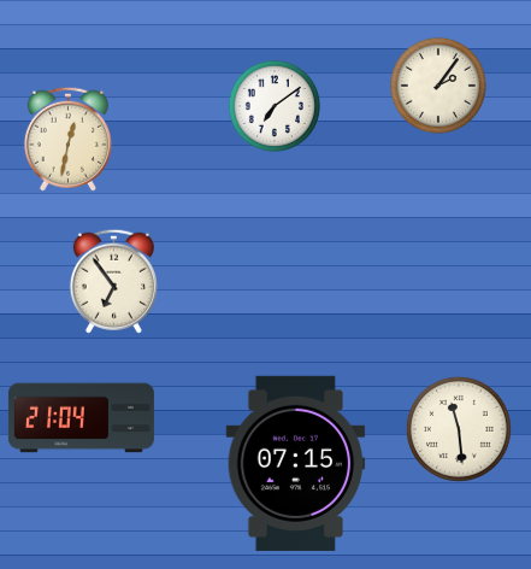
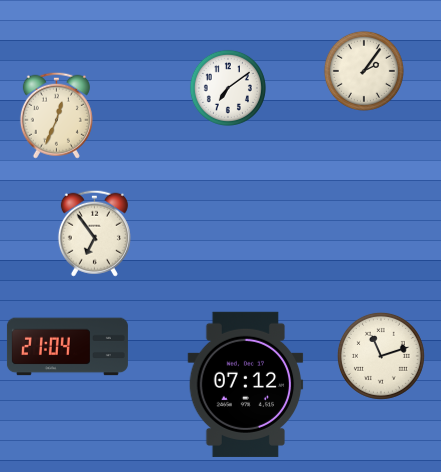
clock at (67, 139): 12:32 -> 12:34
clock at (459, 429): 11:29 -> 11:12
clock at (296, 463): 07:15 -> 07:12
